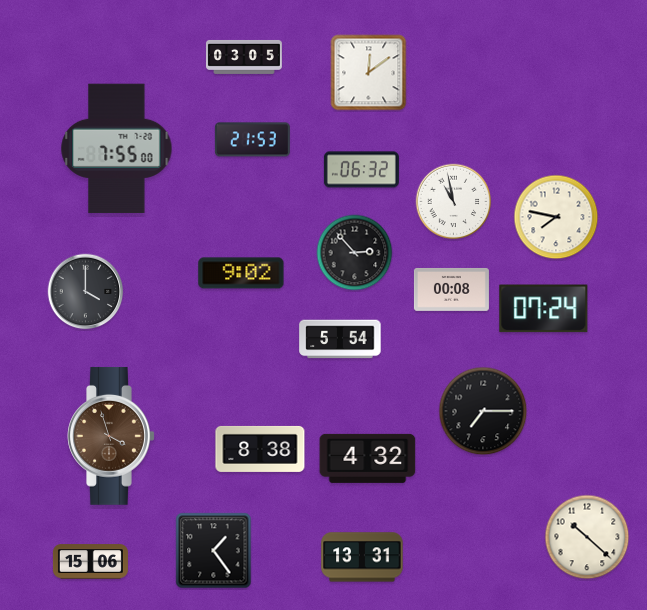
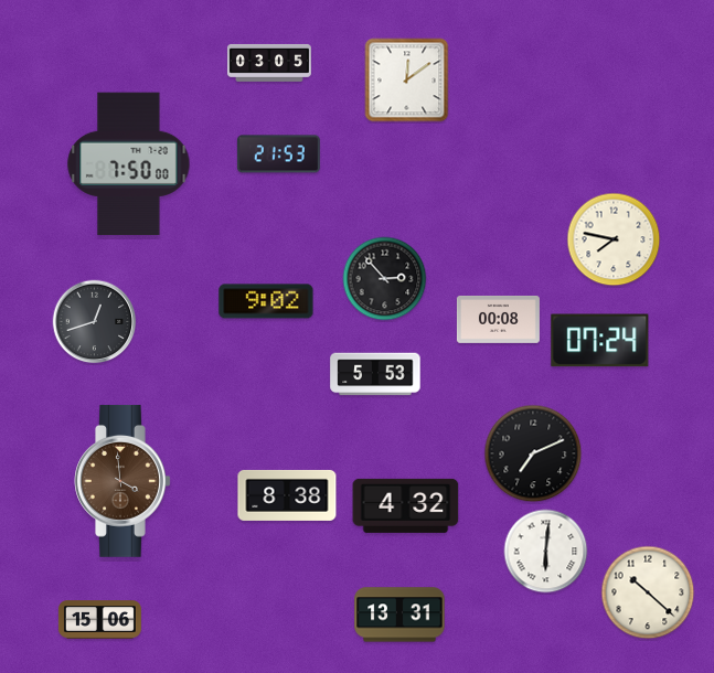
clock at (117, 149): 7:55 -> 7:50
clock at (361, 170): 06:32 -> none
clock at (454, 202): 10:58 -> none
clock at (355, 253) position: (355, 253) -> (385, 279)
clock at (86, 292): 4:00 -> 12:42
clock at (340, 339): 5:54 -> 5:53
clock at (483, 411): 7:15 -> 7:11
clock at (111, 436): 3:57 -> 3:59
clock at (546, 552): none -> 6:01
clock at (214, 551): 1:24 -> none
